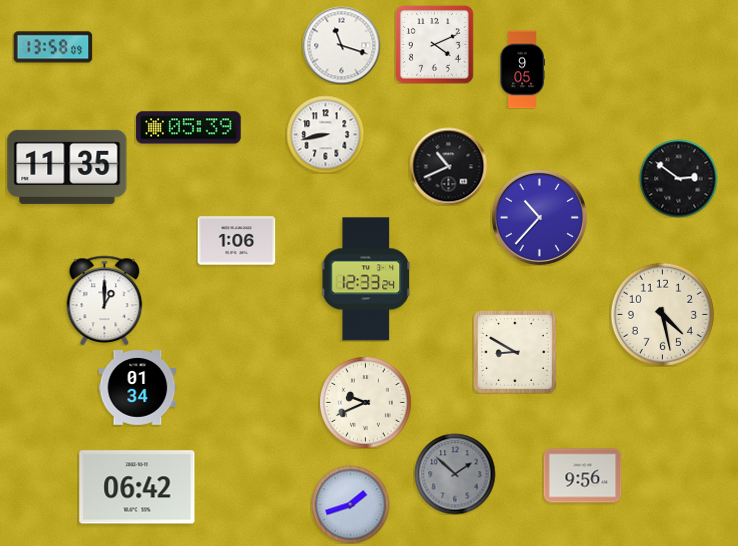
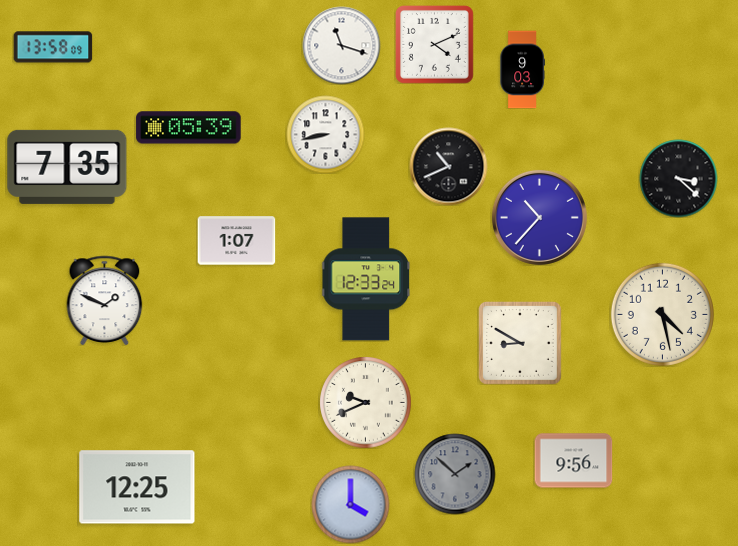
clock at (522, 69): 9:05 -> 9:03
clock at (67, 167): 11:35 -> 7:35
clock at (678, 178): 2:51 -> 3:22
clock at (236, 241): 1:06 -> 1:07
clock at (105, 300): 1:00 -> 1:49
clock at (515, 352) position: (515, 352) -> (520, 343)
clock at (137, 388): 01:34 -> none
clock at (582, 476) position: (582, 476) -> (573, 461)
clock at (137, 487): 06:42 -> 12:25
clock at (350, 504): 1:42 -> 4:00
